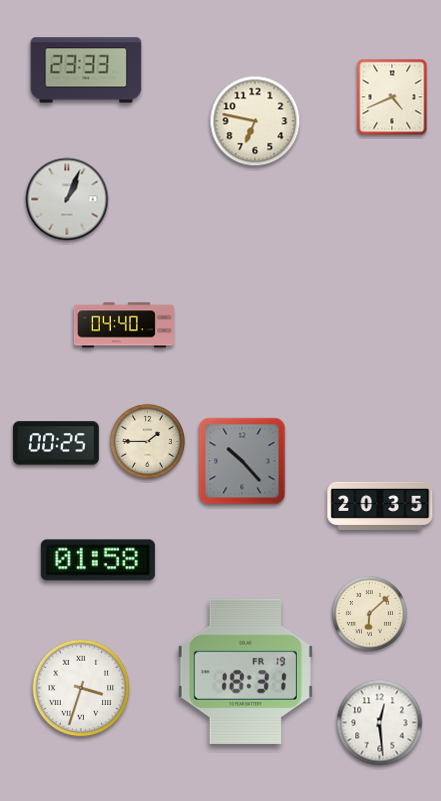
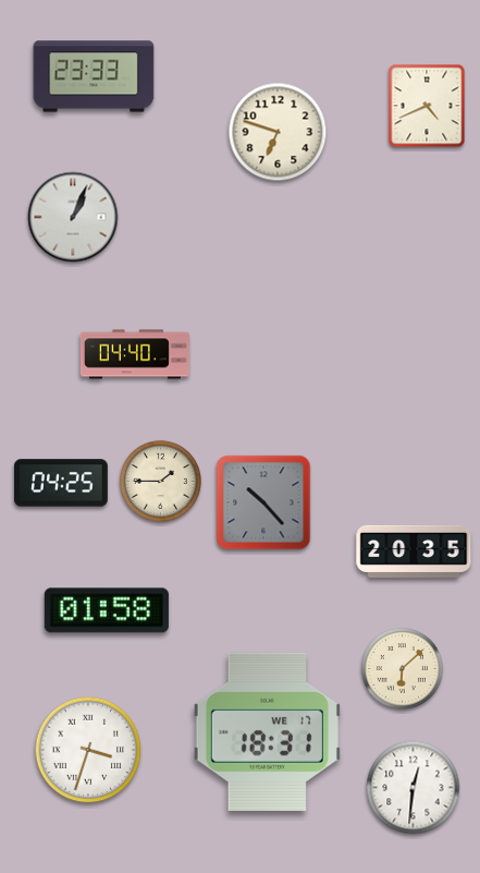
clock at (255, 121): 6:47 -> 6:48
clock at (56, 443): 00:25 -> 04:25
clock at (245, 671) date: FR 19 -> WE 17
clock at (380, 723): 12:29 -> 12:31
